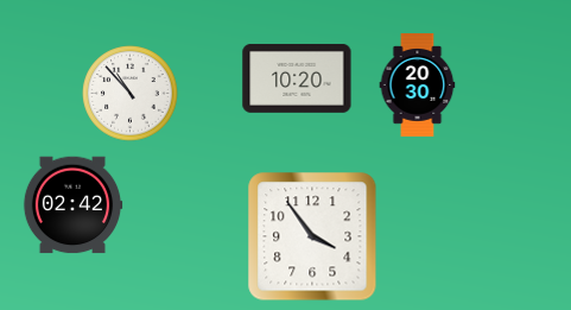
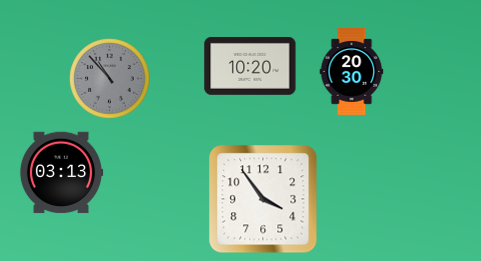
clock at (131, 94) dial: white -> grey
clock at (72, 205): 02:42 -> 03:13
